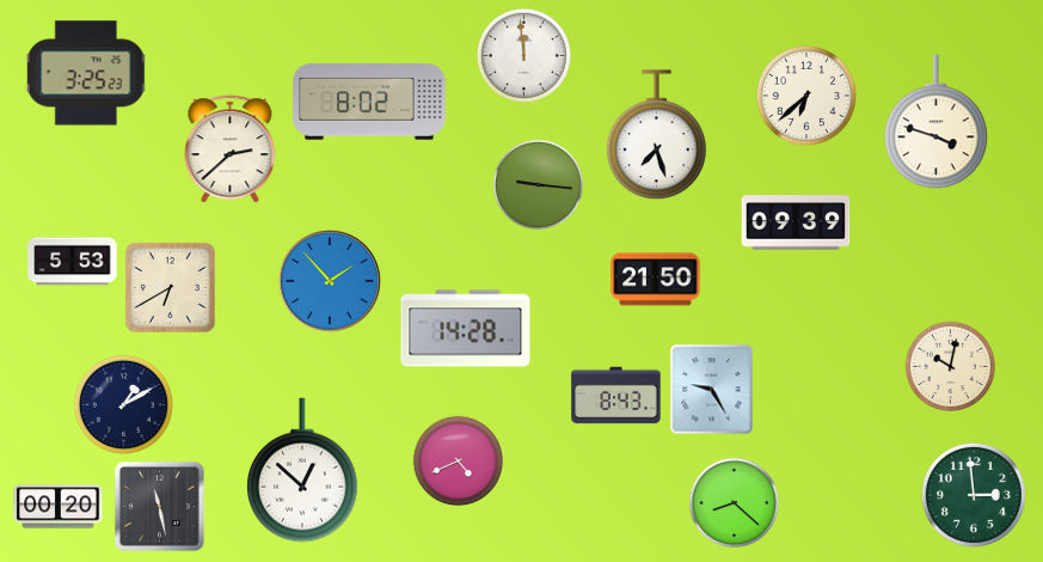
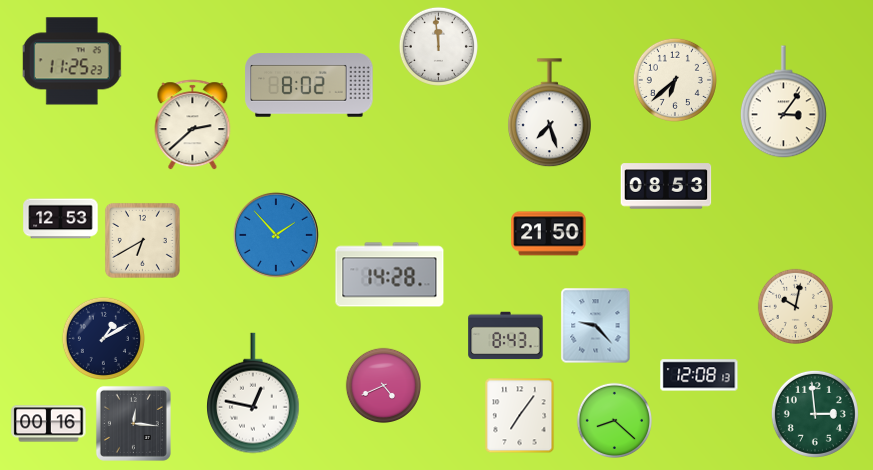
clock at (86, 73): 3:25 -> 11:25
clock at (935, 122): 3:48 -> 3:06
clock at (538, 184): 9:16 -> none
clock at (796, 222): 09:39 -> 08:53
clock at (73, 262): 5:53 -> 12:53
clock at (712, 390): 9:25 -> 9:23
clock at (616, 396) position: (616, 396) -> (506, 336)
clock at (699, 375): none -> 12:08
clock at (303, 470): 12:52 -> 12:47
clock at (520, 416): none -> 7:06
clock at (159, 506): 11:28 -> 12:16
clock at (59, 507): 00:20 -> 00:16
